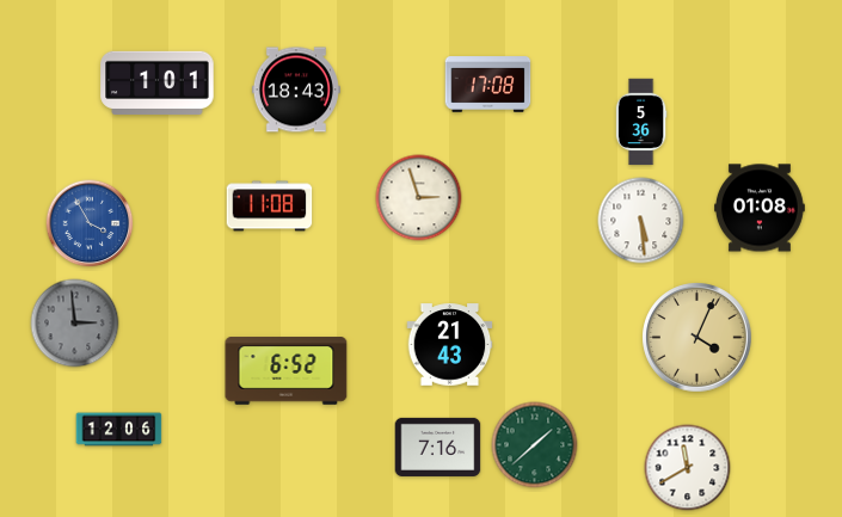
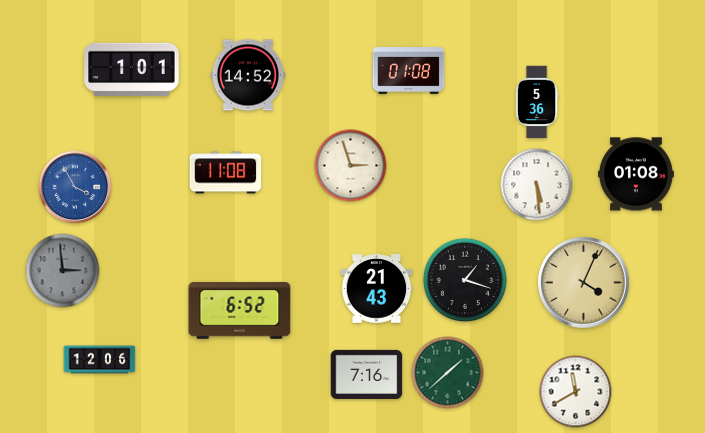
clock at (488, 85): 17:08 -> 01:08
clock at (296, 90): 18:43 -> 14:52
clock at (464, 279): none -> 1:18
